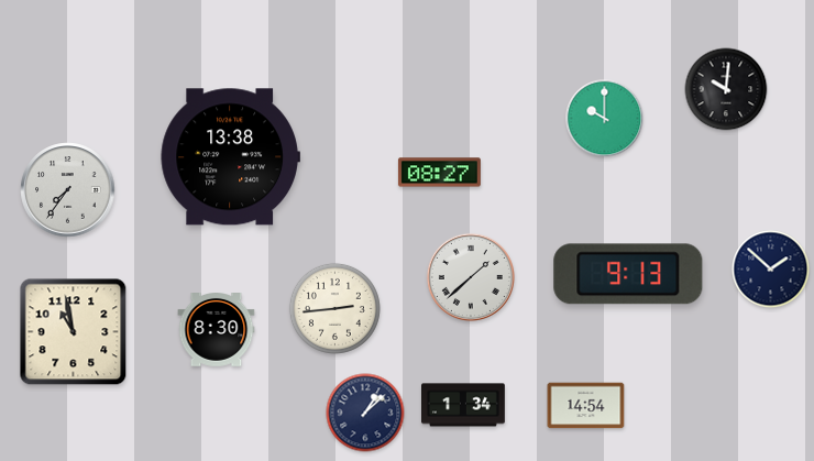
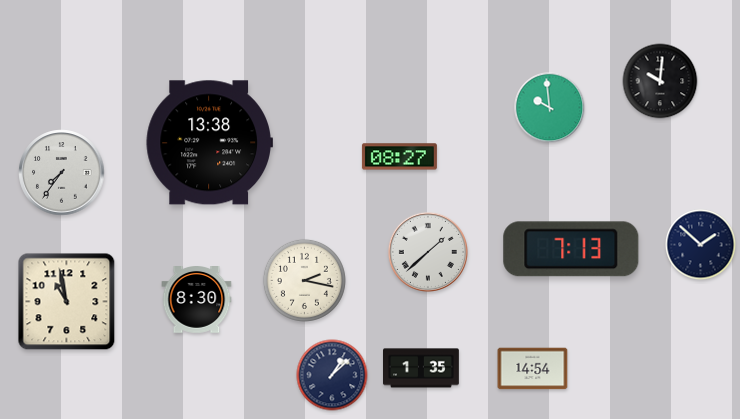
clock at (605, 119): 10:00 -> 9:59
clock at (628, 274): 9:13 -> 7:13
clock at (334, 308): 2:44 -> 2:17
clock at (464, 405): 1:34 -> 1:35
